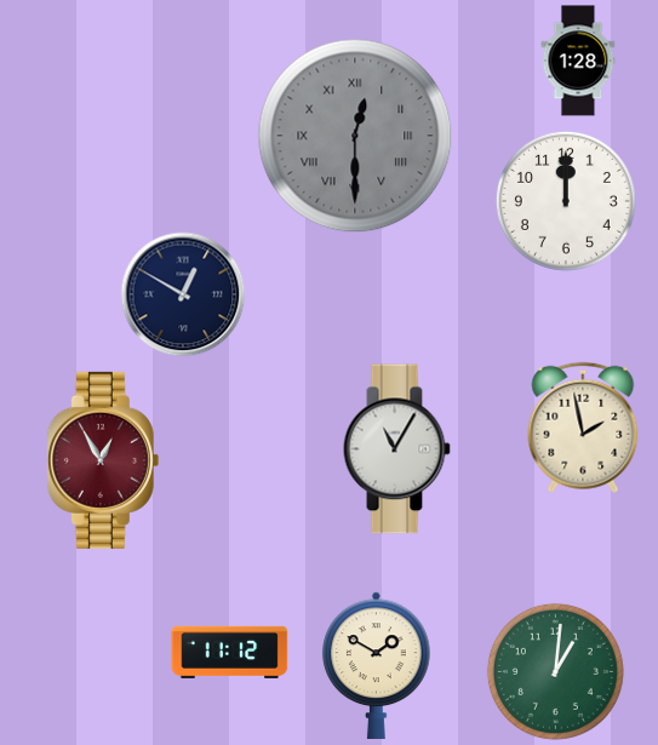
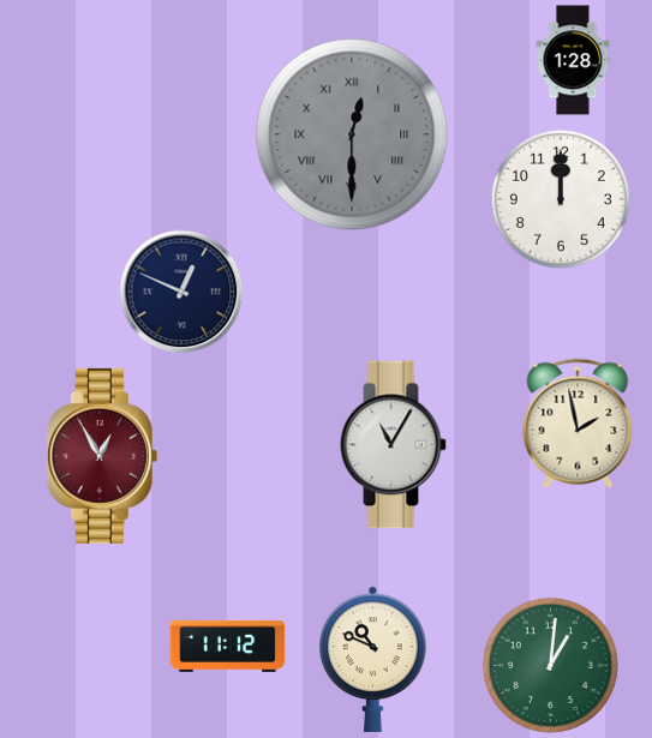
clock at (183, 294): 12:50 -> 12:49
clock at (377, 665): 1:50 -> 10:49
